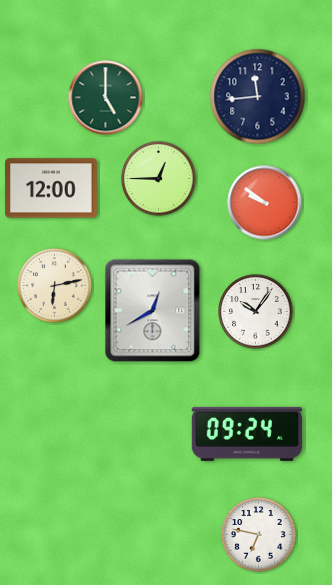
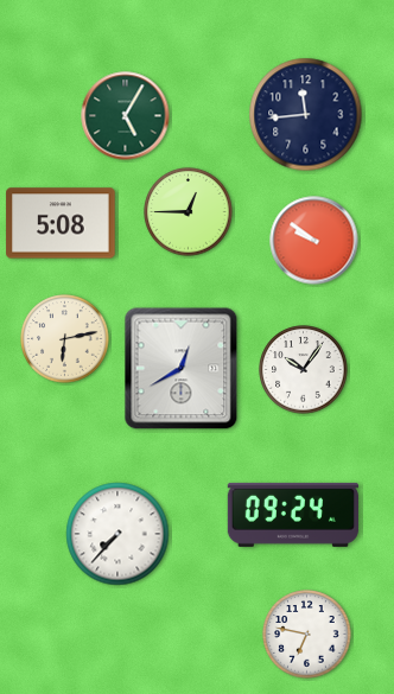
clock at (106, 98): 5:00 -> 5:05
clock at (51, 188): 12:00 -> 5:08
clock at (117, 534): none -> 7:37
